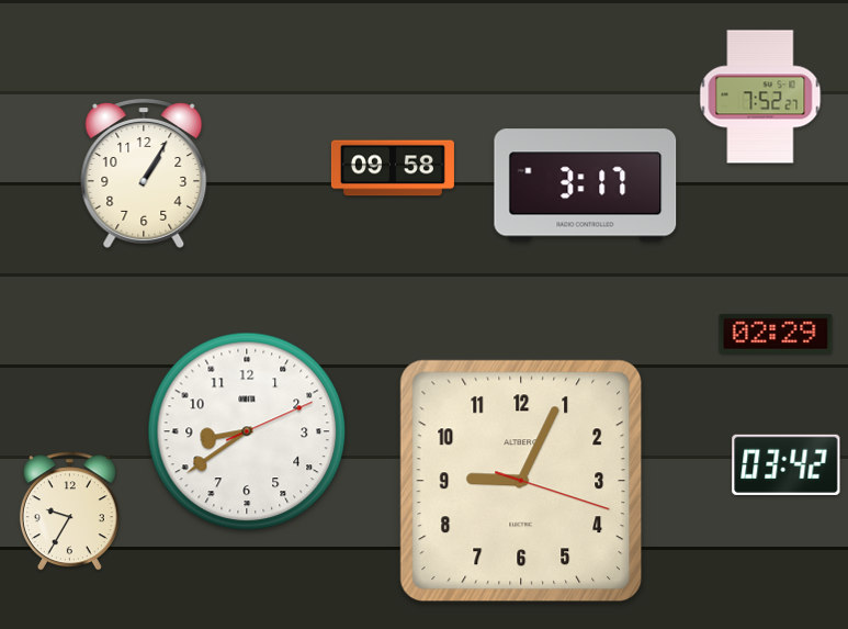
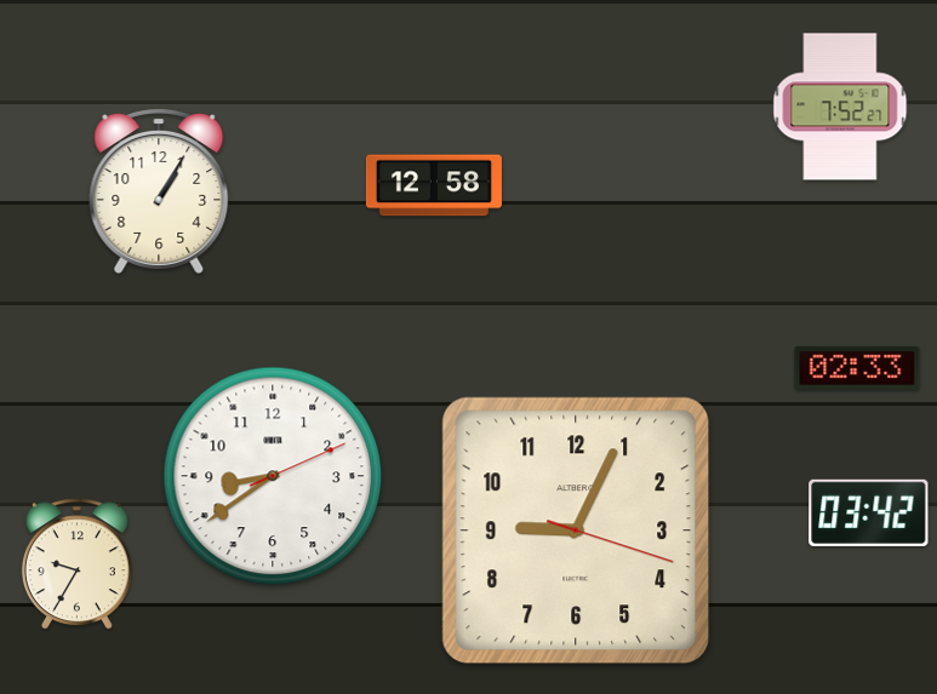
clock at (393, 168): 09:58 -> 12:58
clock at (586, 186): 3:17 -> none
clock at (776, 334): 02:29 -> 02:33
